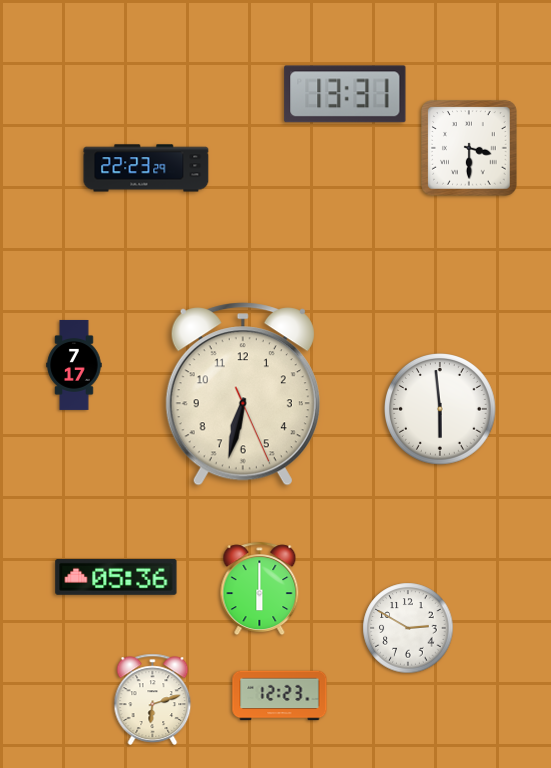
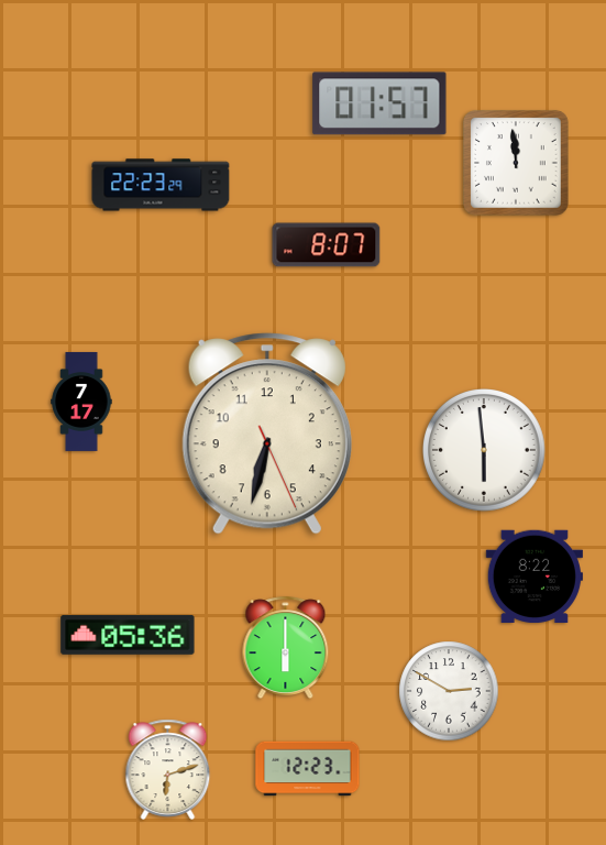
clock at (345, 94): 13:31 -> 01:57
clock at (469, 148): 3:30 -> 11:59
clock at (327, 245): none -> 8:07
clock at (535, 577): none -> 8:22
clock at (280, 696) position: (280, 696) -> (308, 769)
